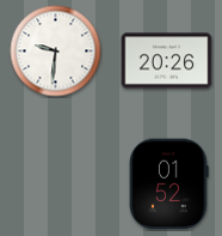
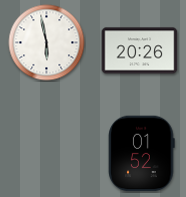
clock at (56, 52): 9:31 -> 5:58
